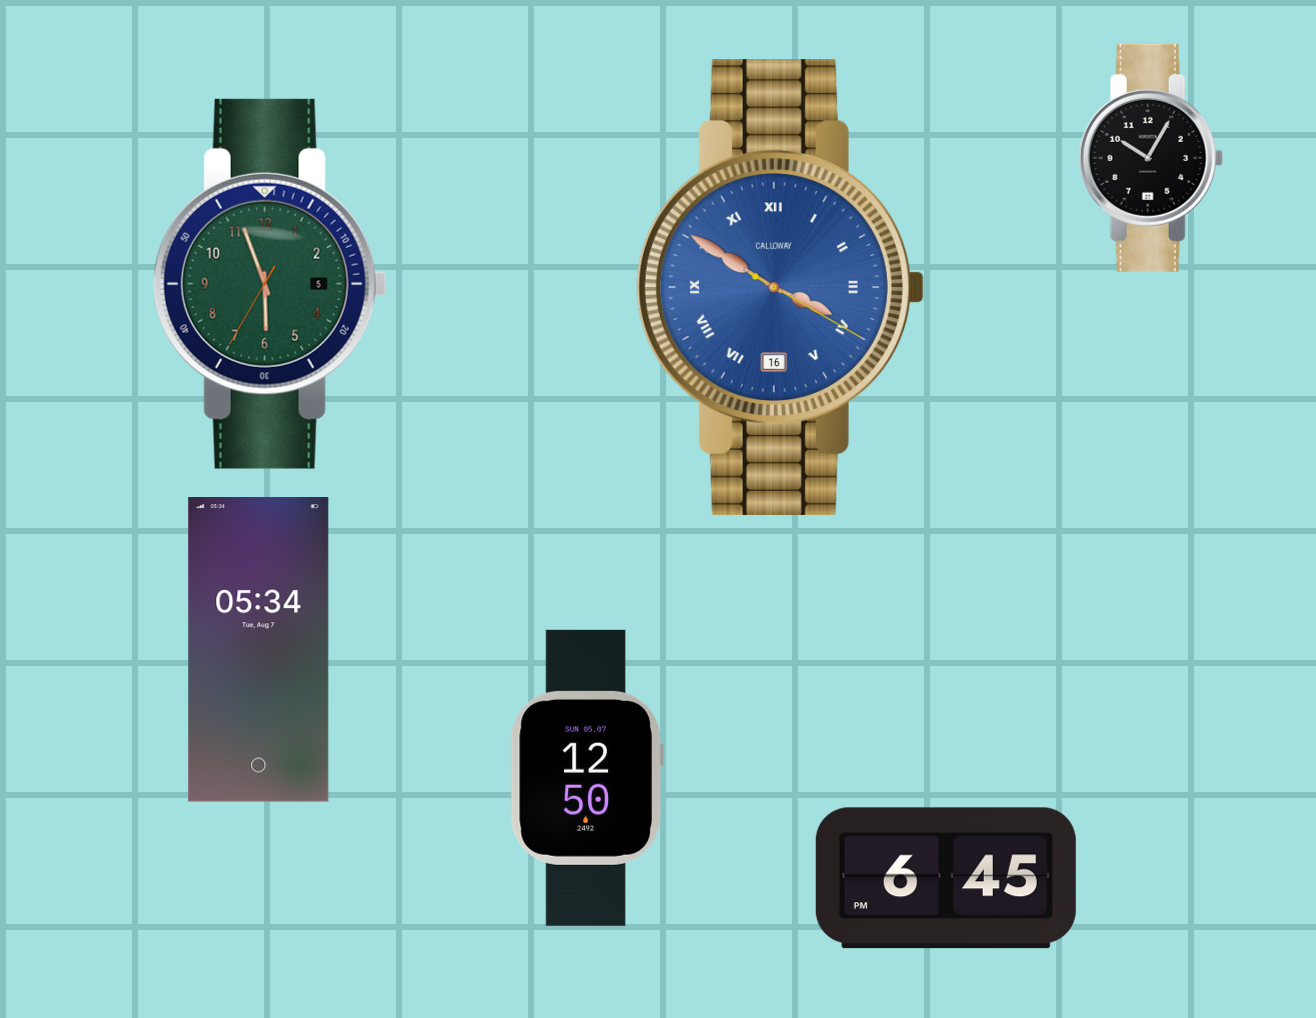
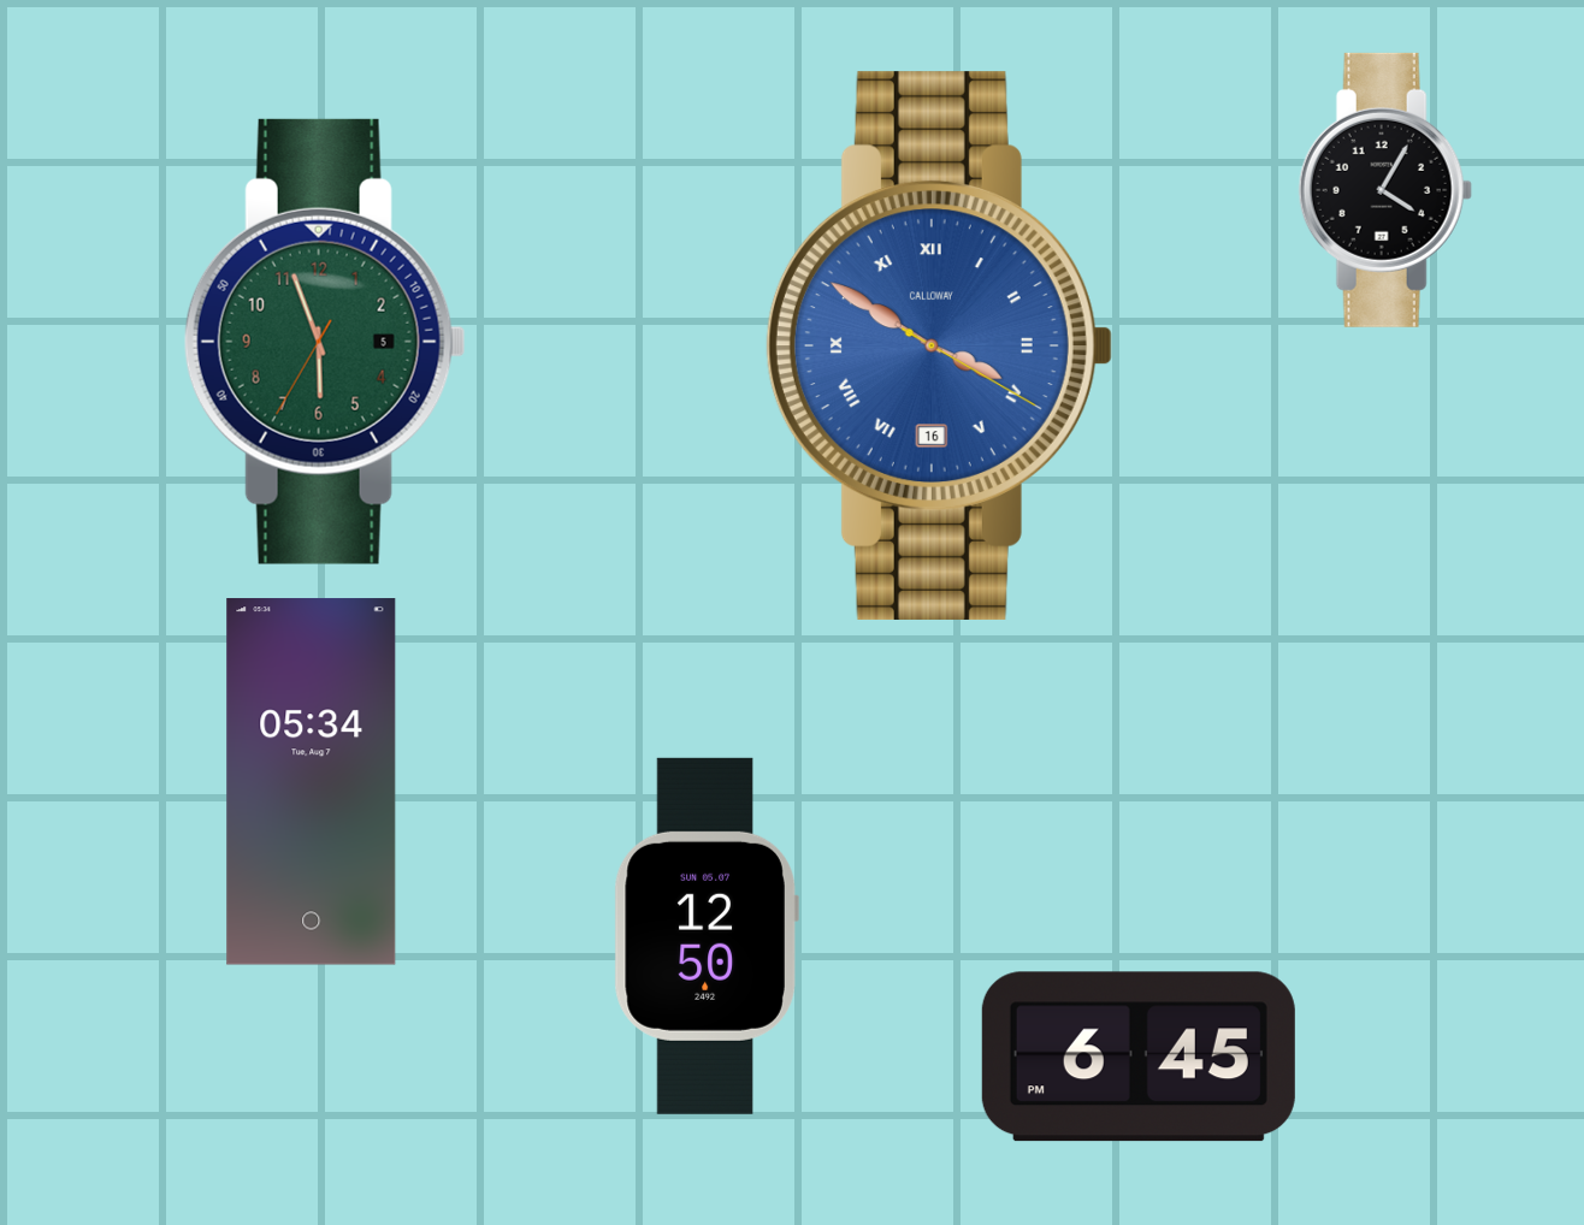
clock at (1151, 158): 10:05 -> 4:05
